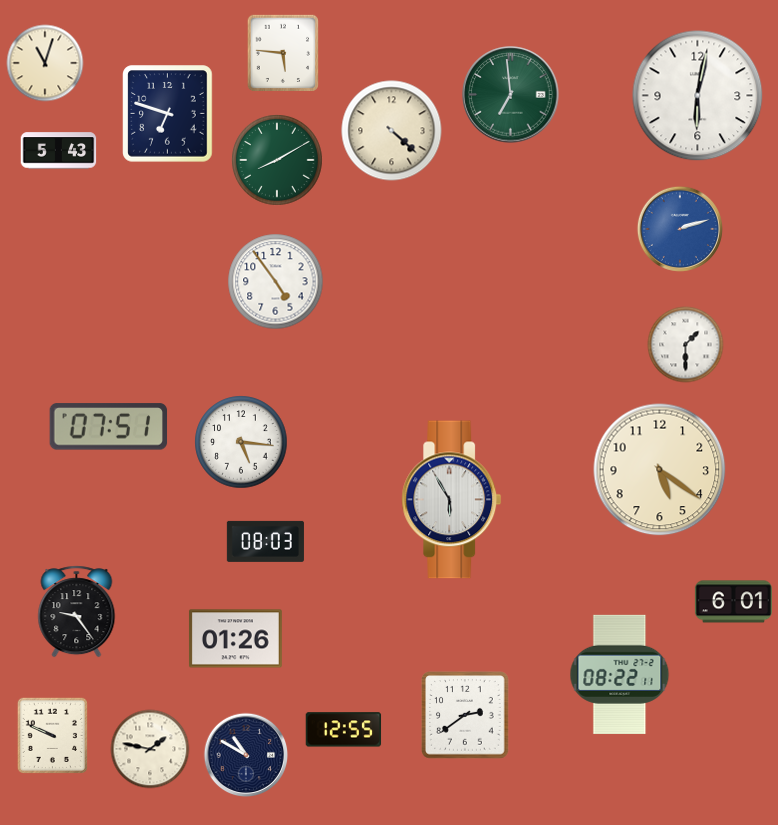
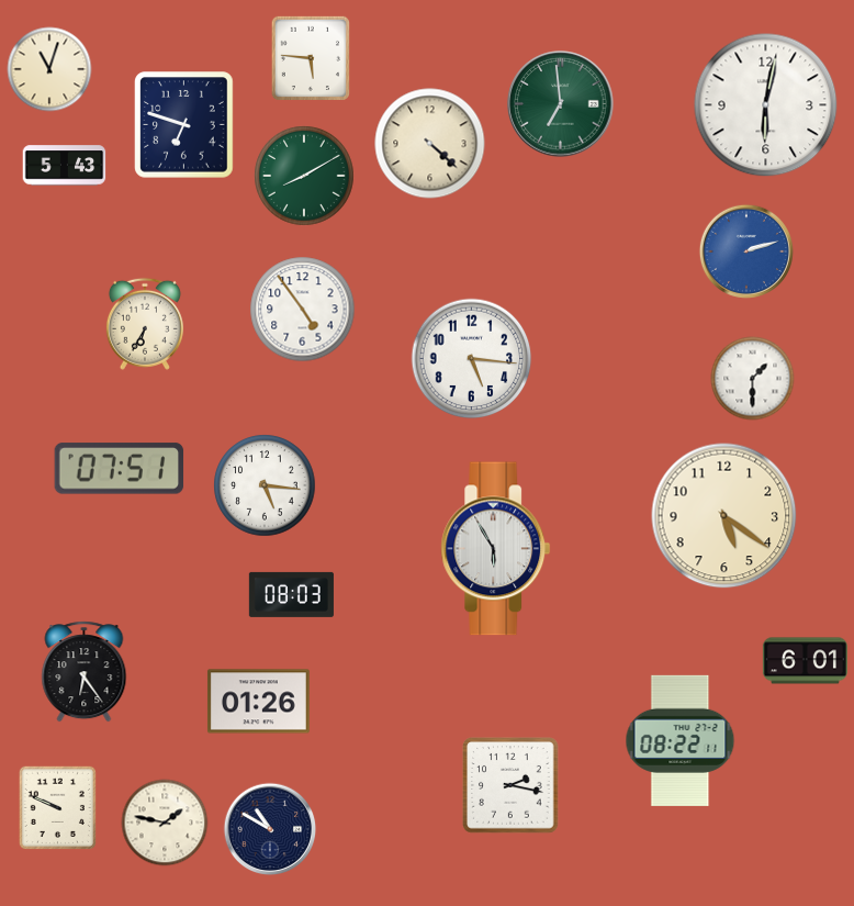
clock at (145, 324): none -> 6:35
clock at (472, 359): none -> 5:16
clock at (77, 612): 9:24 -> 6:24
clock at (465, 715): 2:39 -> 2:17
clock at (344, 730): 12:55 -> none
